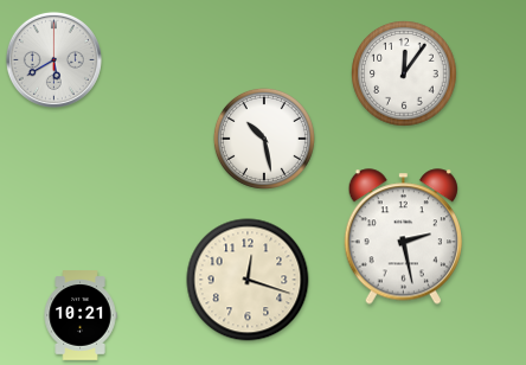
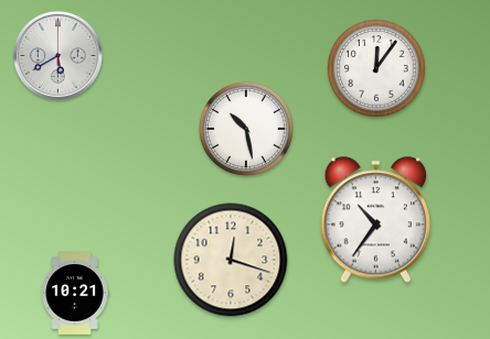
clock at (53, 59) position: (53, 59) -> (57, 55)
clock at (403, 237): 2:28 -> 10:36
